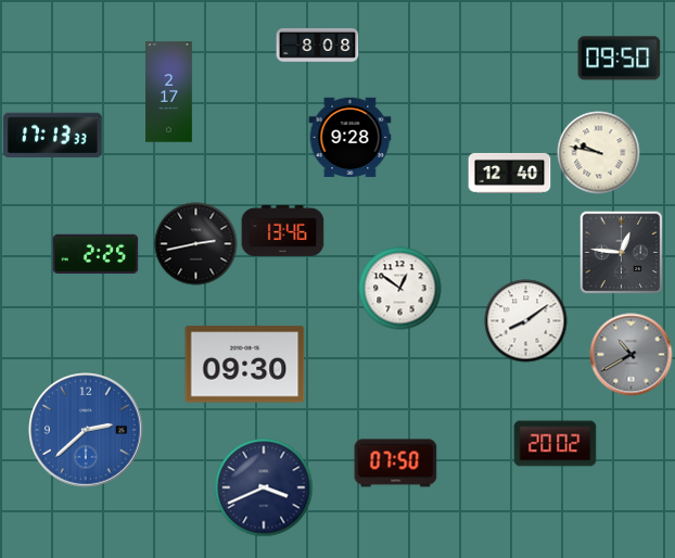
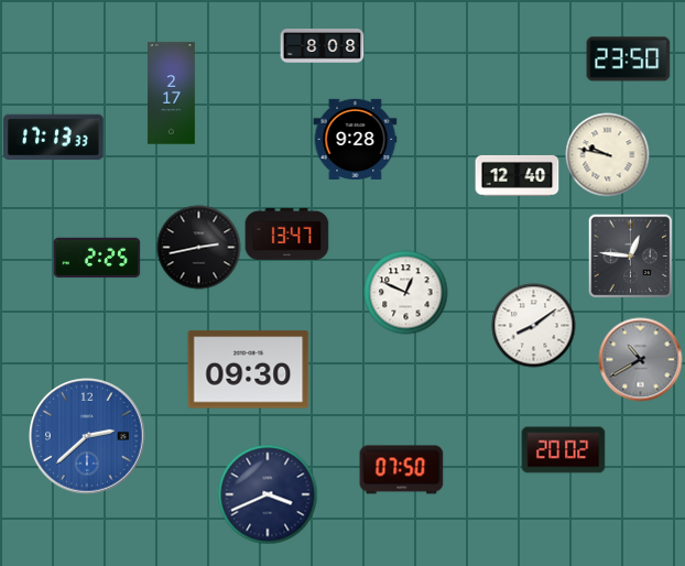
clock at (620, 59): 09:50 -> 23:50
clock at (283, 230): 13:46 -> 13:47
clock at (400, 289): 12:51 -> 12:49
